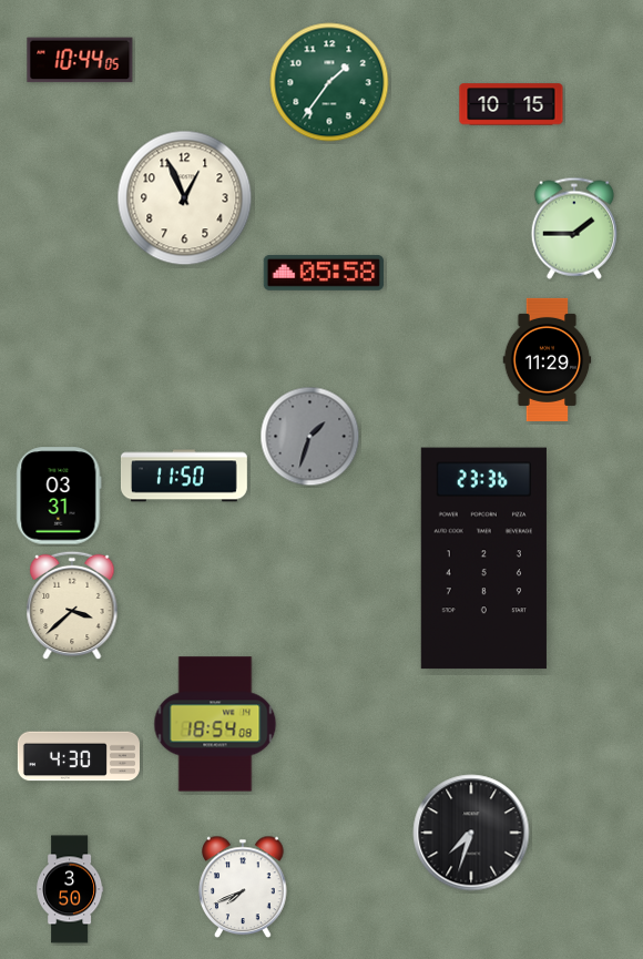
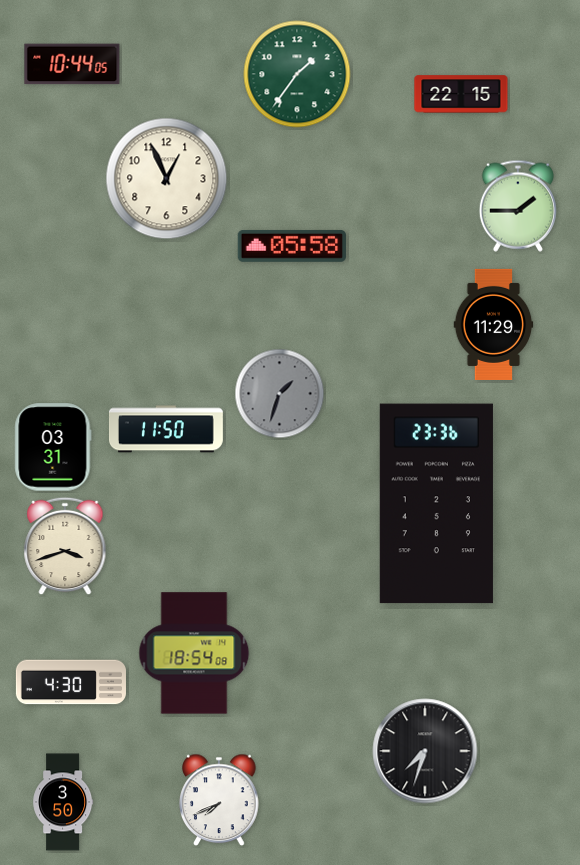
clock at (80, 60) position: (80, 60) -> (72, 64)
clock at (511, 104): 10:15 -> 22:15
clock at (72, 605): 3:38 -> 3:42
